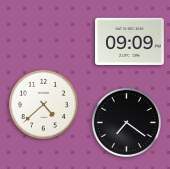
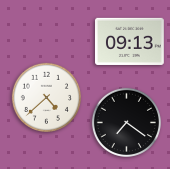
clock at (130, 41): 09:09 -> 09:13
clock at (43, 104) position: (43, 104) -> (46, 97)
